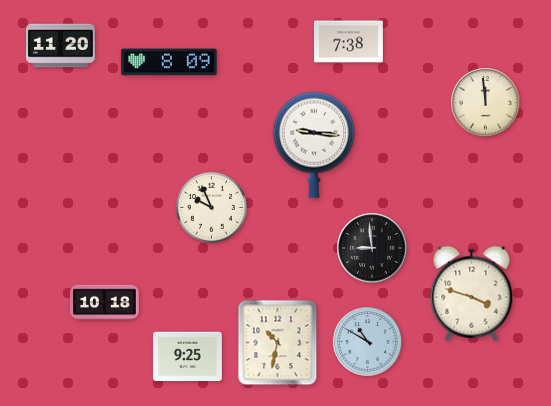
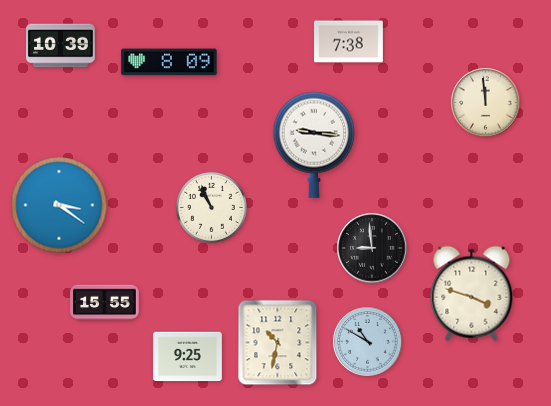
clock at (61, 46): 11:20 -> 10:39
clock at (59, 205): none -> 3:21
clock at (211, 207): 9:56 -> 10:56
clock at (105, 303): 10:18 -> 15:55
